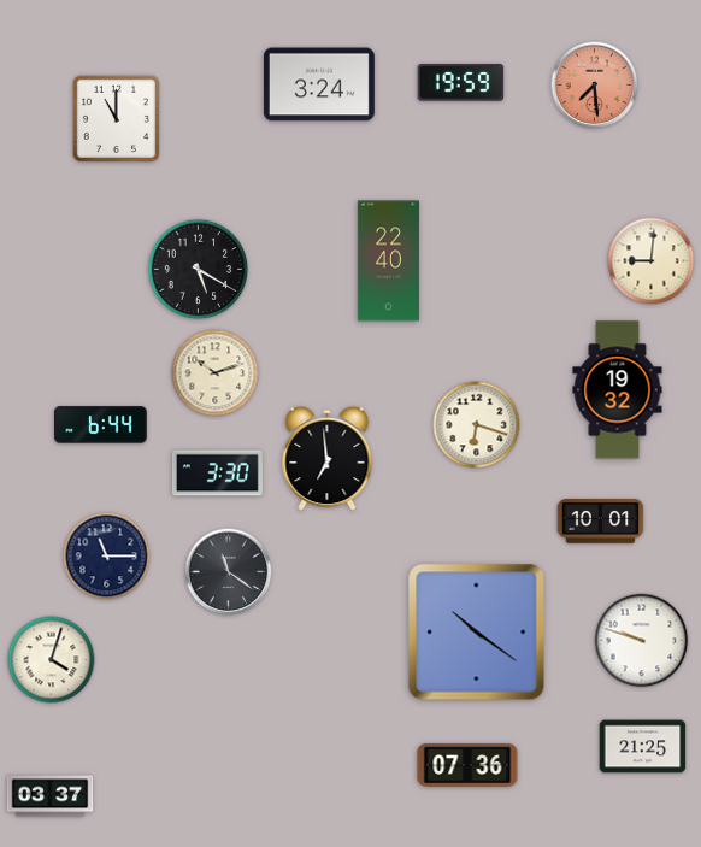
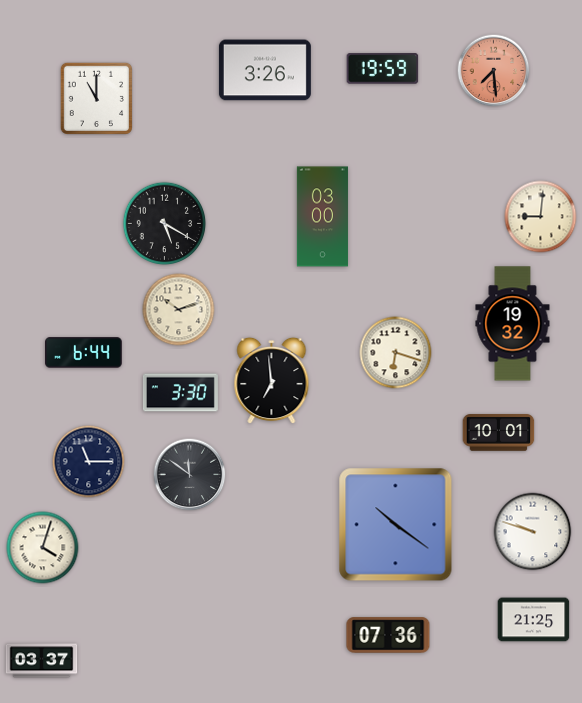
clock at (319, 84): 3:24 -> 3:26
clock at (388, 261): 22:40 -> 03:00
clock at (229, 572): 11:21 -> 11:51
